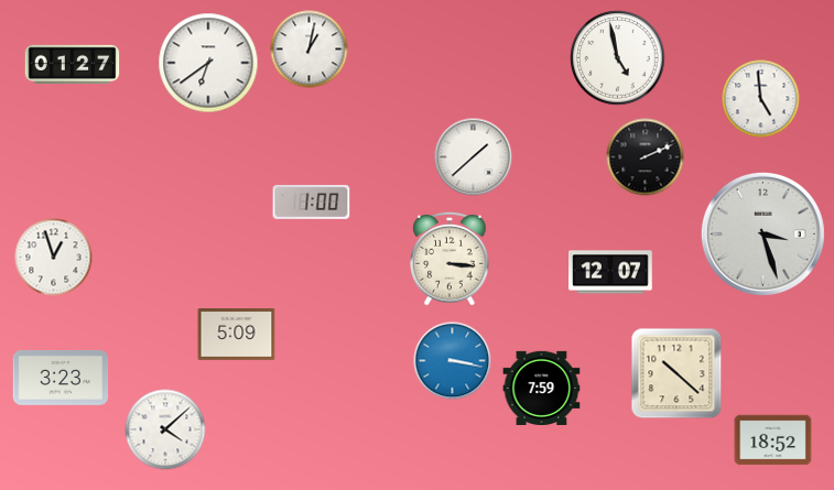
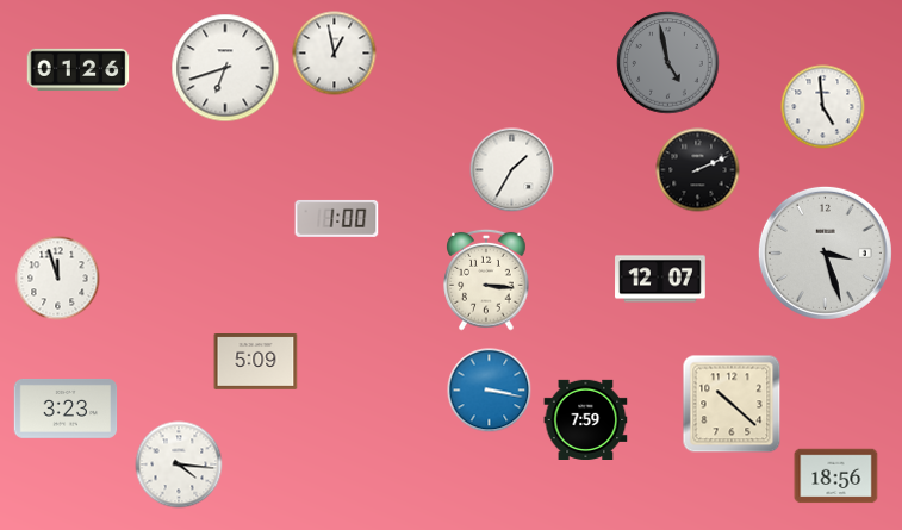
clock at (310, 50): 1:02 -> 12:58
clock at (618, 58) dial: white -> grey
clock at (208, 63): 6:39 -> 6:42
clock at (73, 64): 01:27 -> 01:26
clock at (474, 157): 1:38 -> 1:35
clock at (54, 258): 12:57 -> 11:57
clock at (610, 272) position: (610, 272) -> (660, 279)
clock at (165, 429): 4:08 -> 4:16
clock at (773, 440): 18:52 -> 18:56
